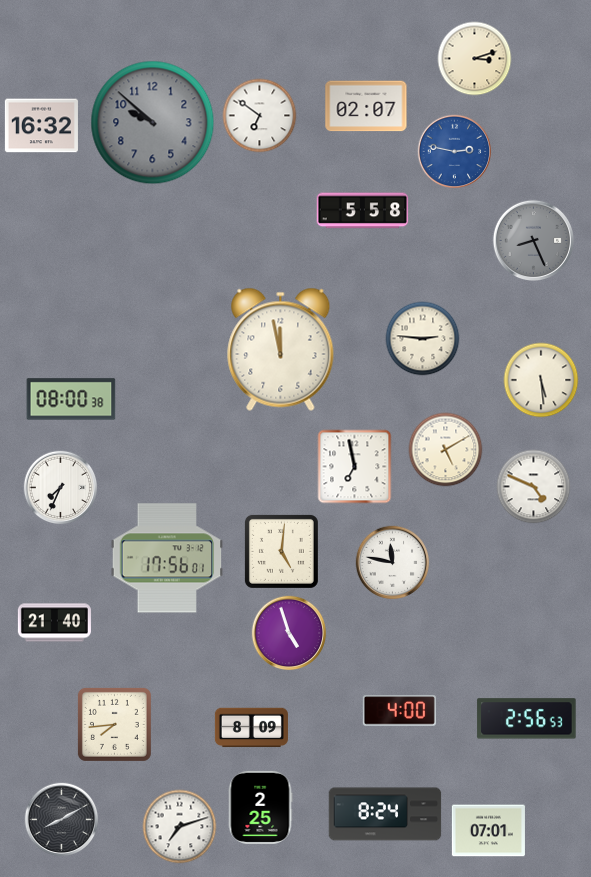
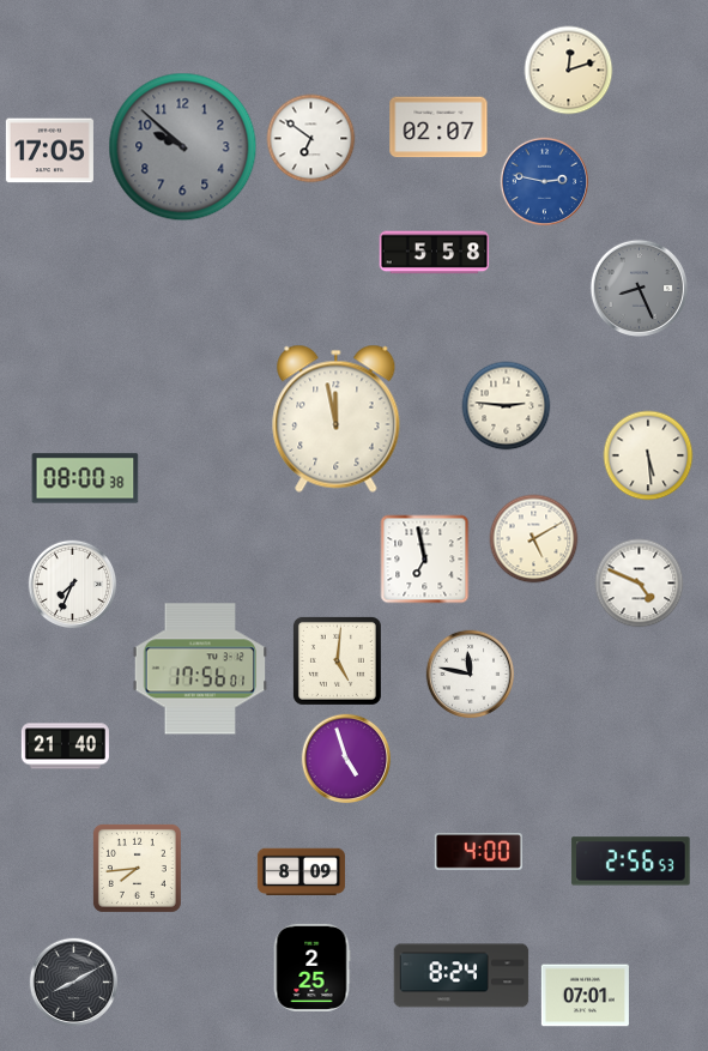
clock at (475, 59): 3:12 -> 12:12
clock at (41, 126): 16:32 -> 17:05
clock at (180, 827): 7:12 -> none
